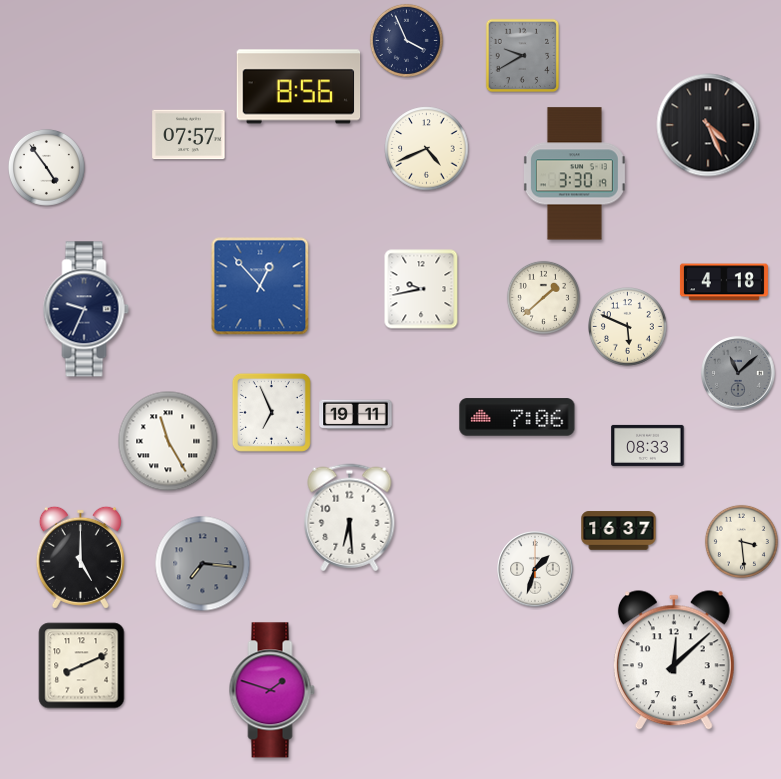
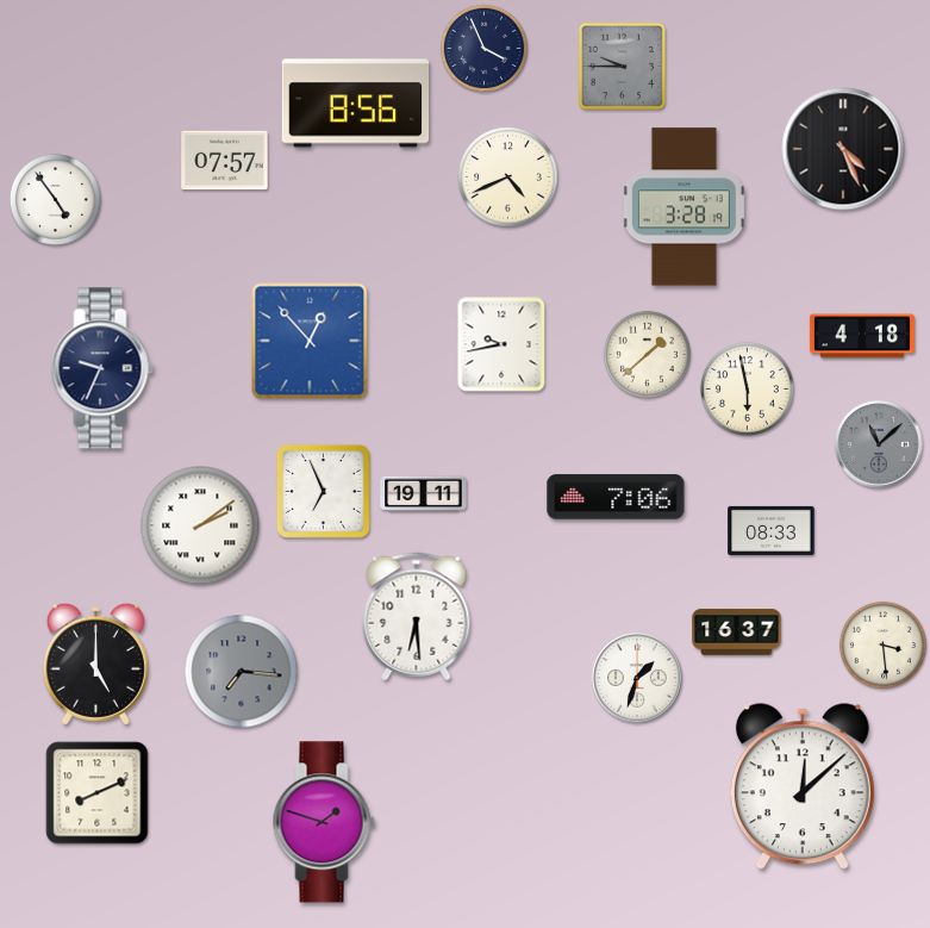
clock at (522, 55): 9:40 -> 9:45
clock at (574, 174): 3:30 -> 3:28
clock at (628, 327): 5:49 -> 5:58
clock at (168, 441): 11:25 -> 2:09
